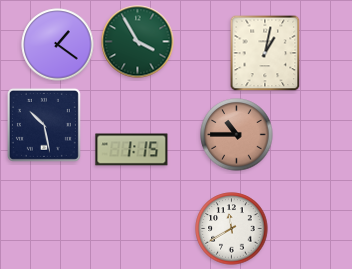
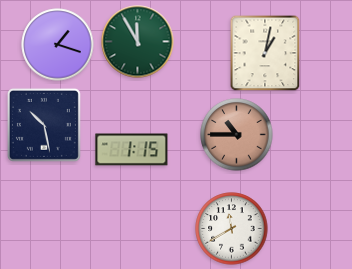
clock at (138, 42): 3:55 -> 11:55
clock at (58, 45): 1:21 -> 1:18
